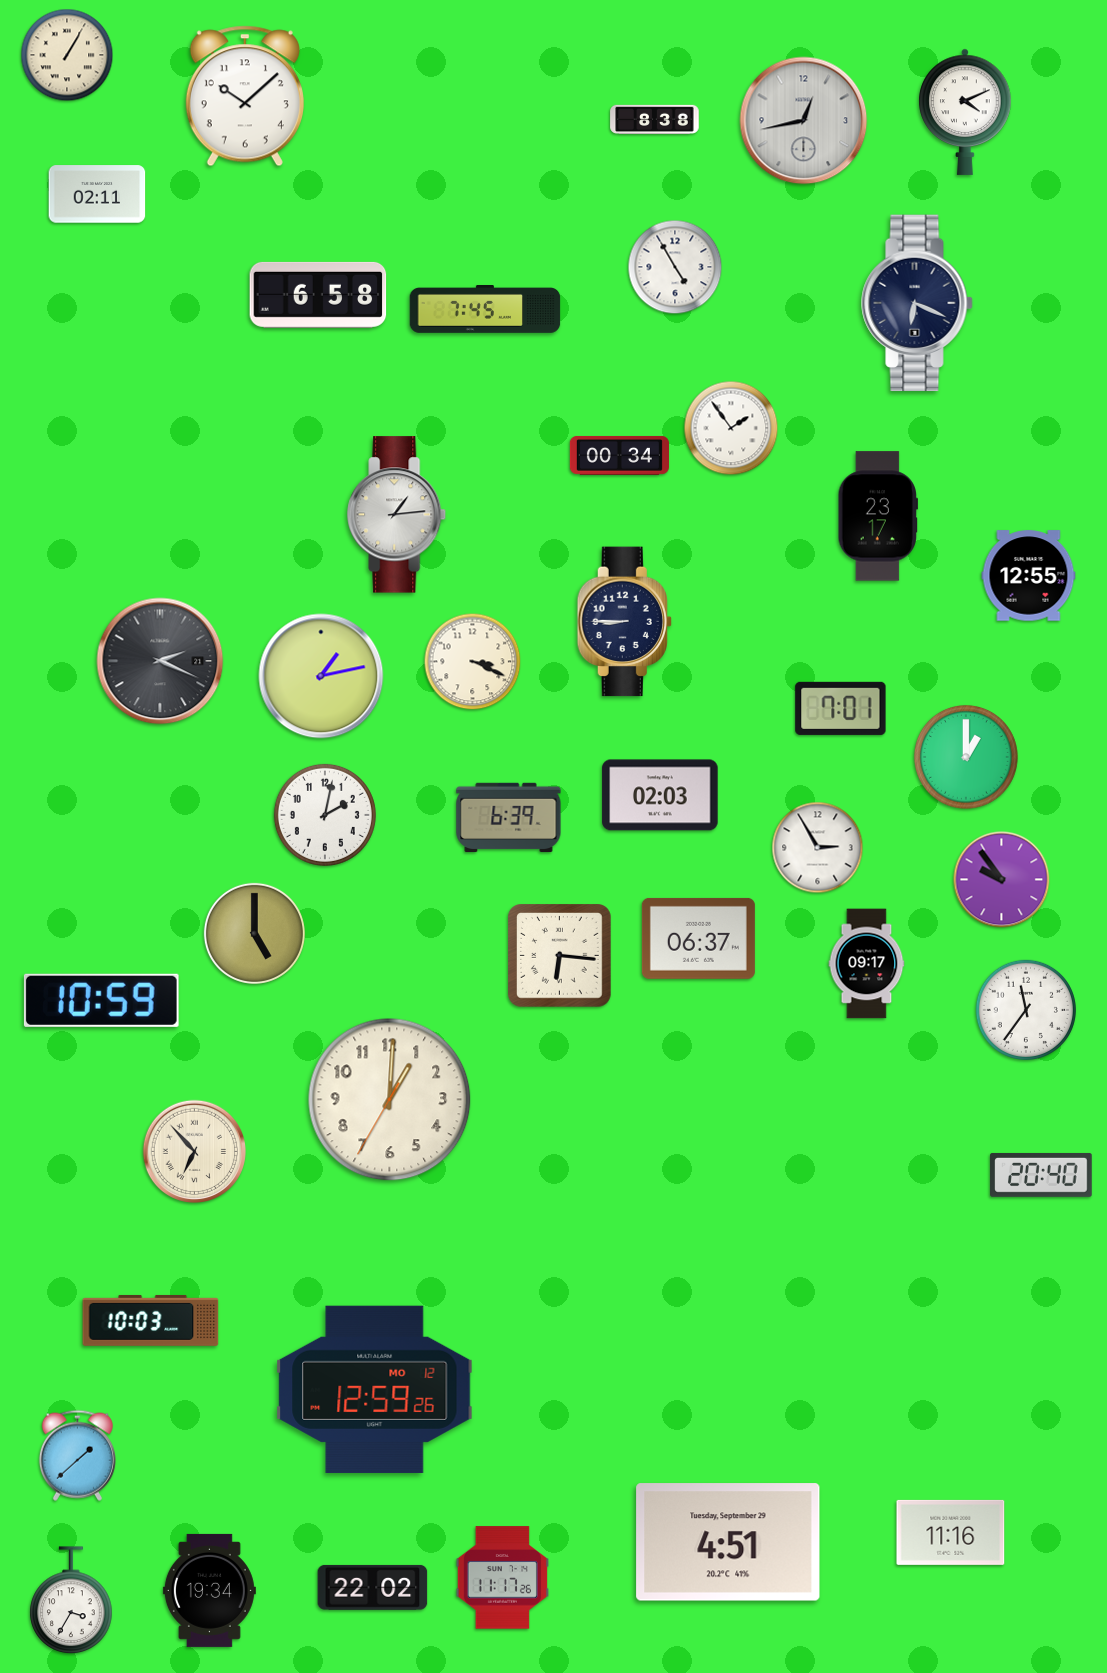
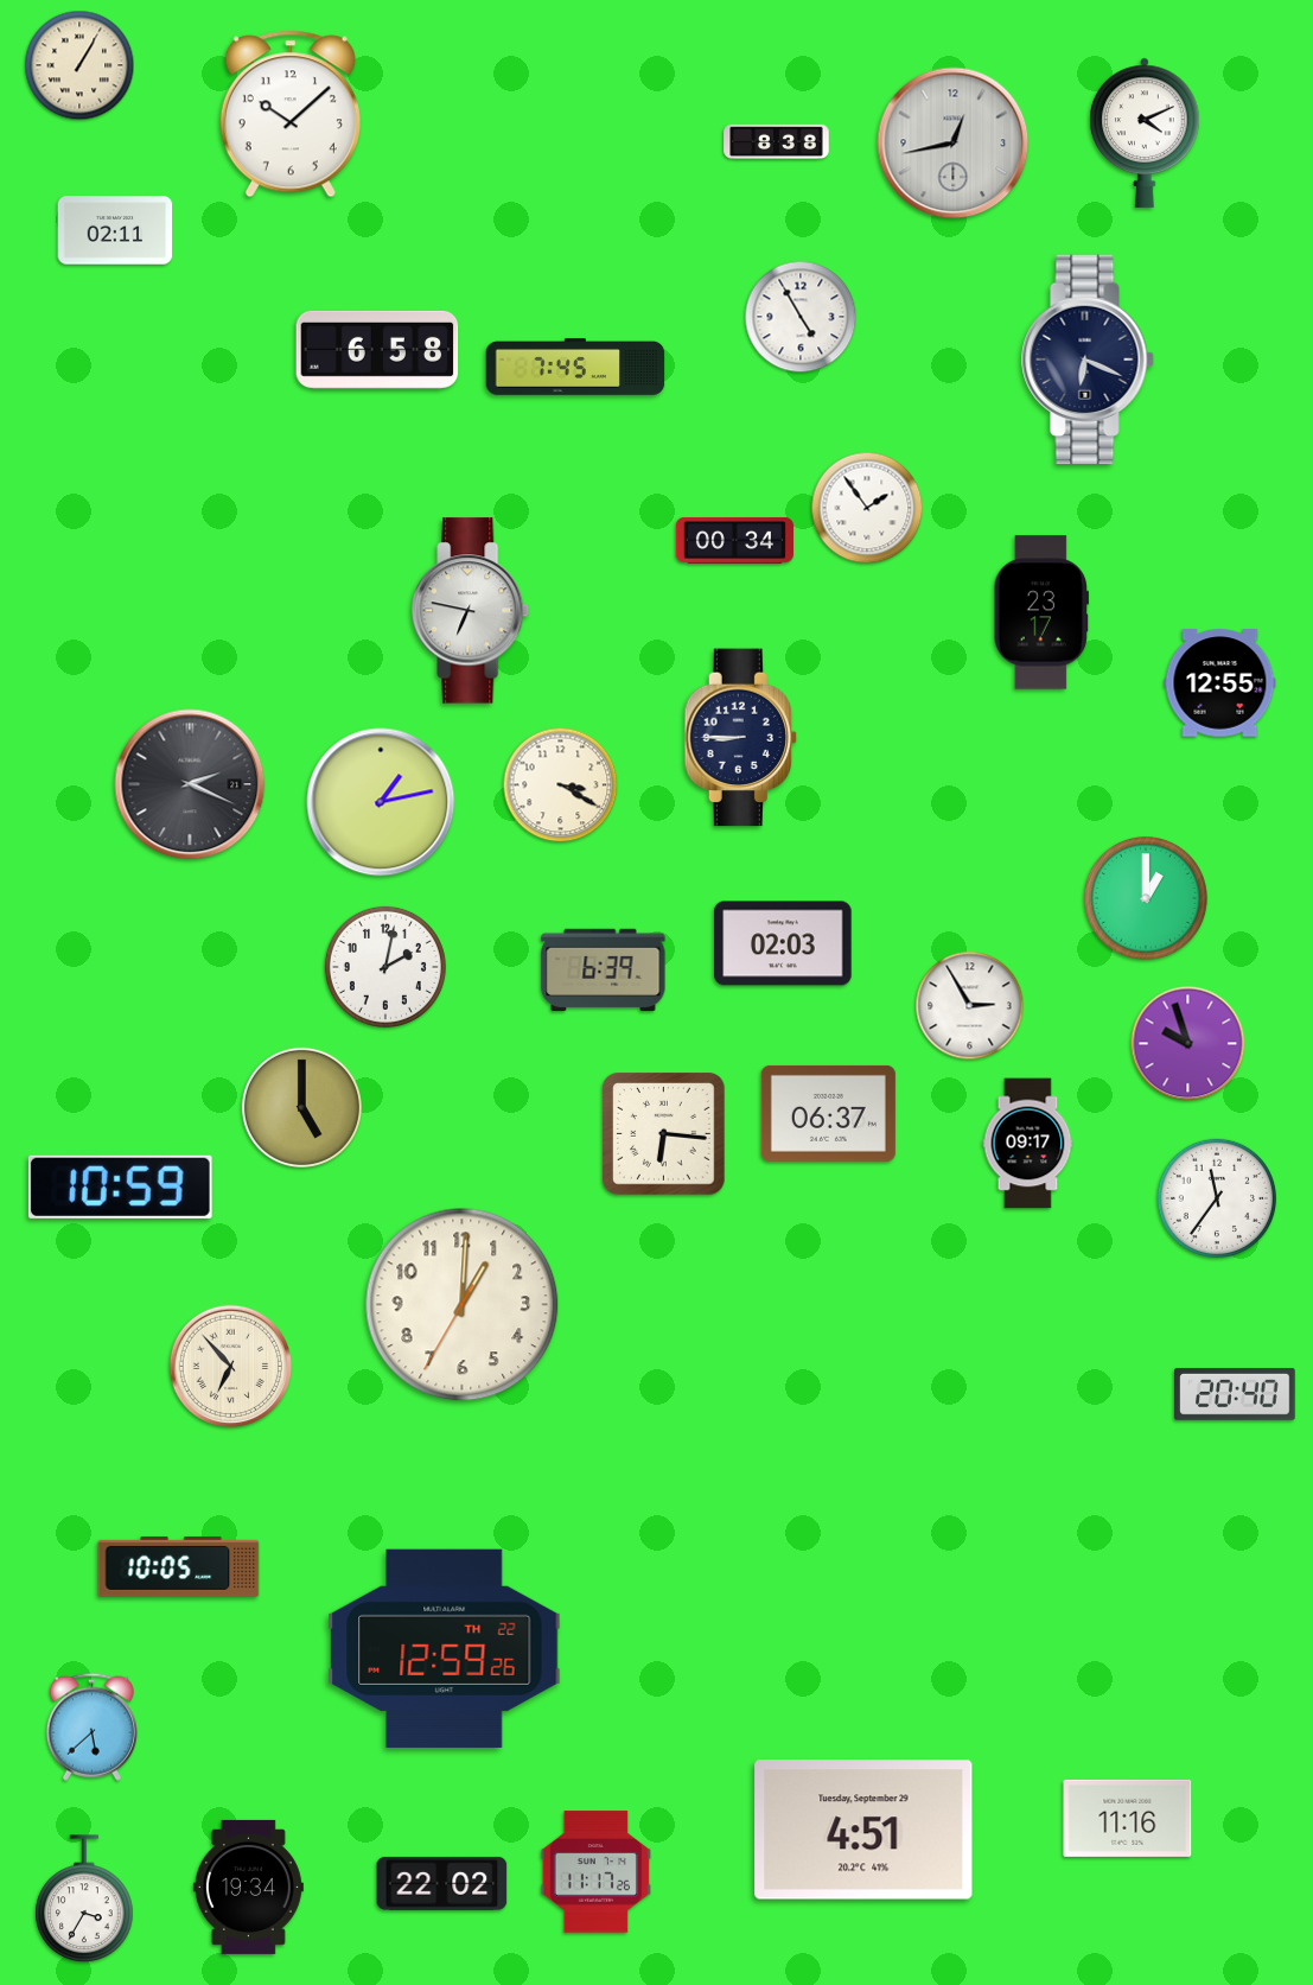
clock at (397, 515): 1:14 -> 6:47
clock at (473, 662): 3:19 -> 3:20
clock at (841, 708): 7:01 -> none
clock at (1002, 880): 9:54 -> 9:57
clock at (151, 1320): 10:03 -> 10:05
clock at (375, 1389) date: MO 12 -> TH 22
clock at (77, 1455): 1:38 -> 5:38
